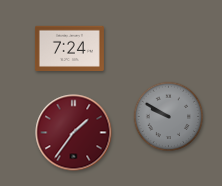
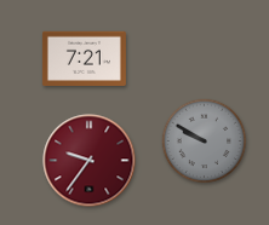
clock at (69, 48): 7:24 -> 7:21
clock at (74, 133): 1:36 -> 9:36
